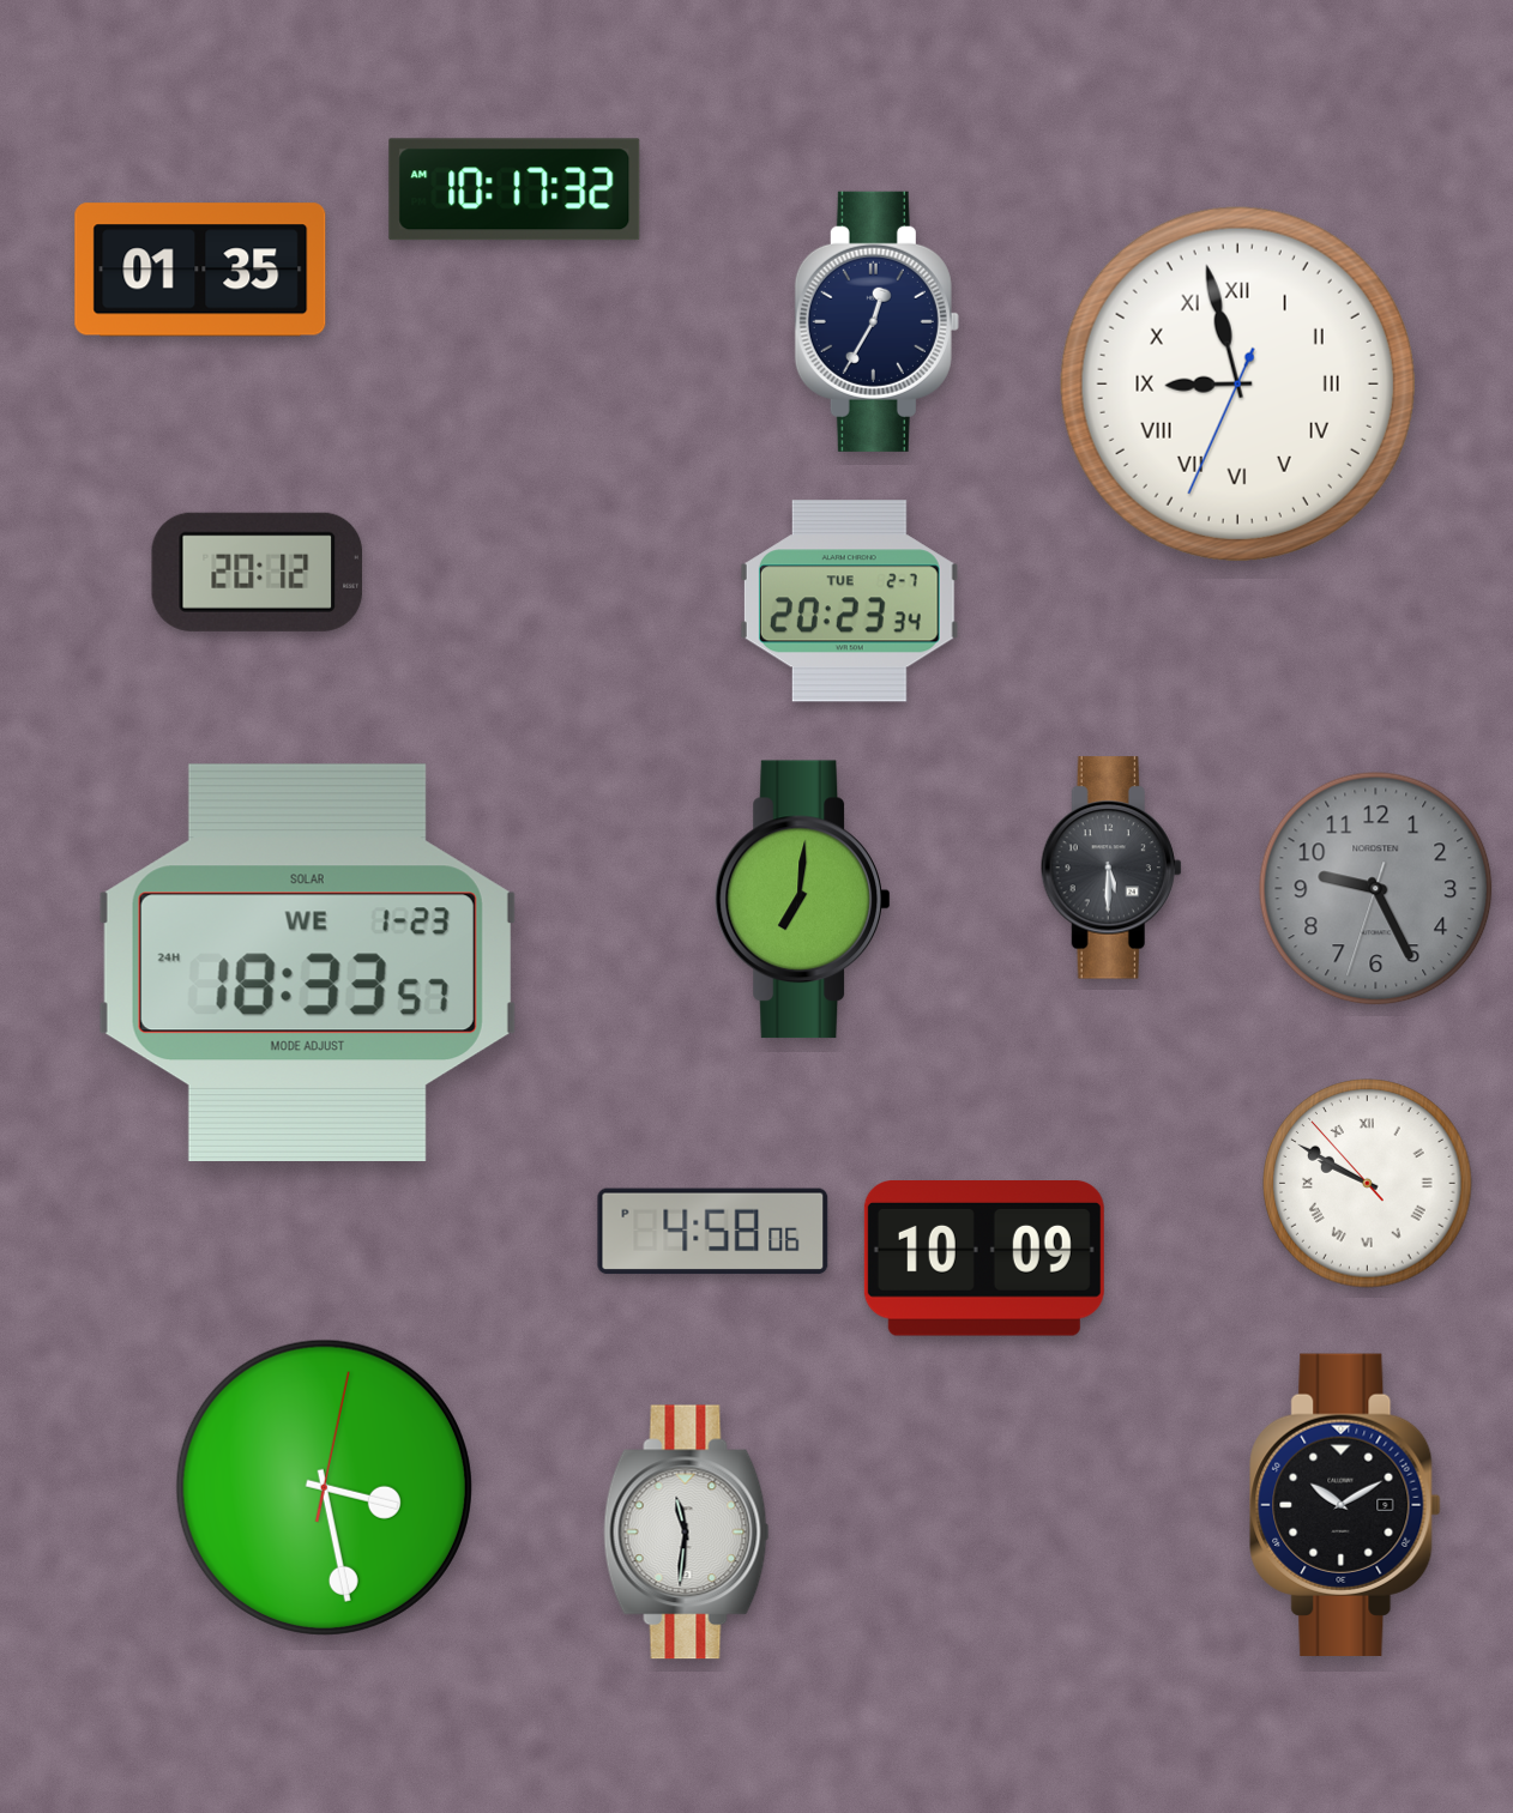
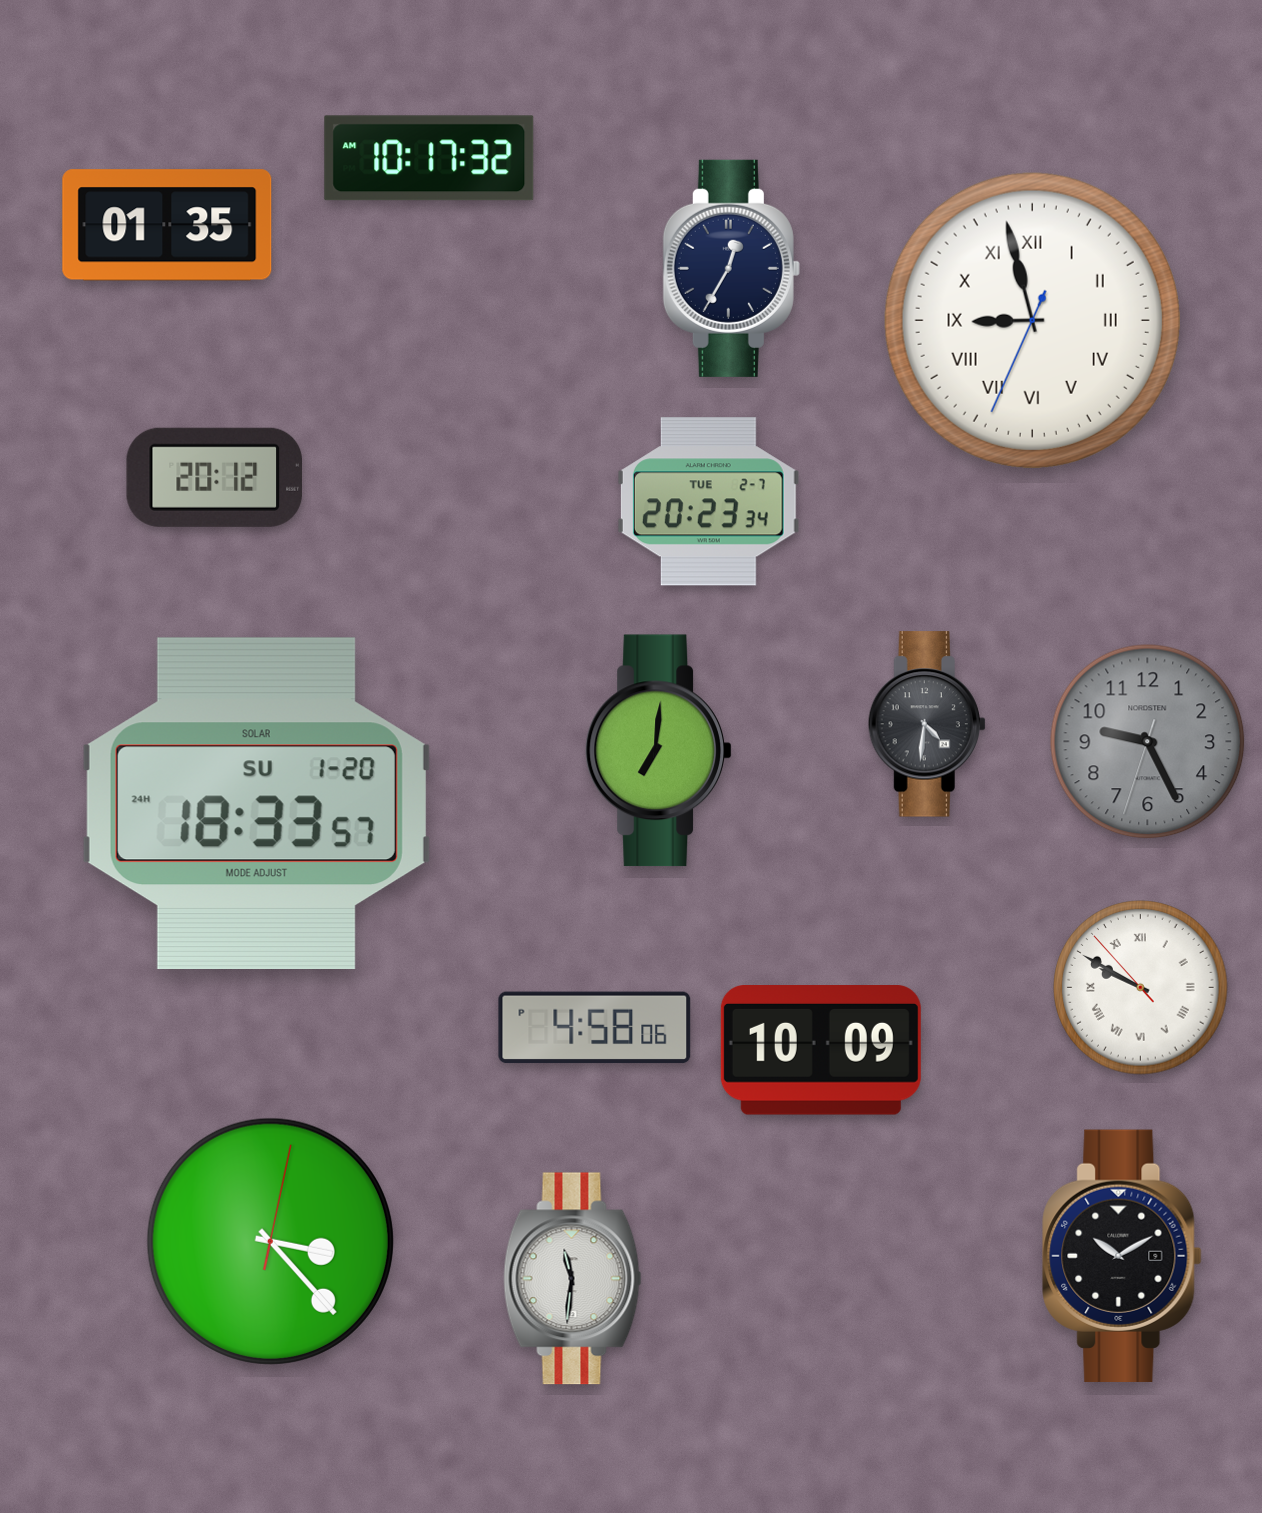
clock at (1111, 868): 5:30 -> 4:31
clock at (803, 900) position: (803, 900) -> (659, 751)
clock at (307, 962) date: WE 1-23 -> SU 1-20
clock at (324, 1487): 3:28 -> 3:23
